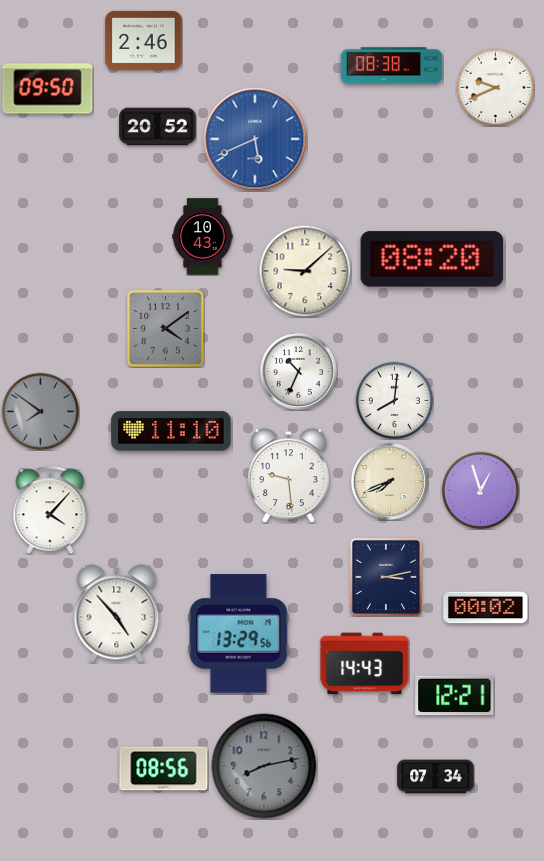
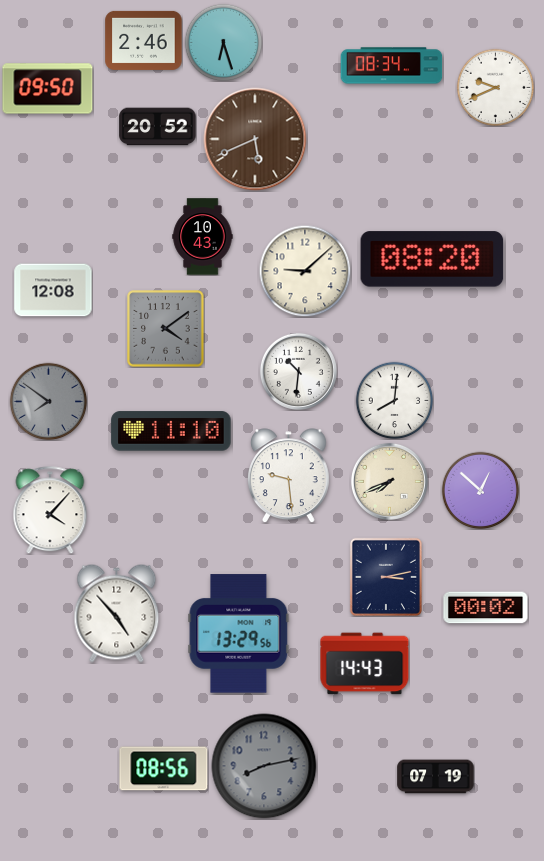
clock at (223, 42): none -> 6:27
clock at (392, 66): 08:38 -> 08:34
clock at (255, 139) dial: blue -> brown
clock at (53, 290): none -> 12:08
clock at (298, 371): 10:34 -> 10:31
clock at (40, 411) position: (40, 411) -> (48, 401)
clock at (480, 490): 12:57 -> 12:52
clock at (455, 696): 12:21 -> none
clock at (436, 777): 07:34 -> 07:19
